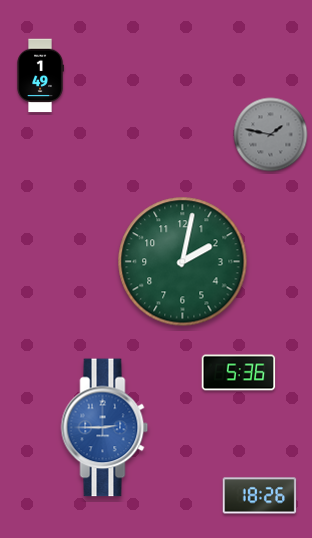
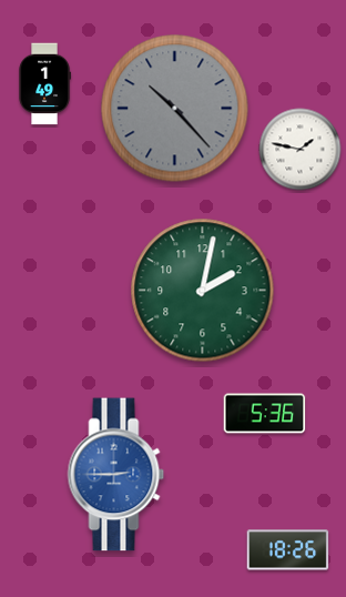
clock at (175, 109): none -> 10:23
clock at (271, 135) dial: grey -> white
